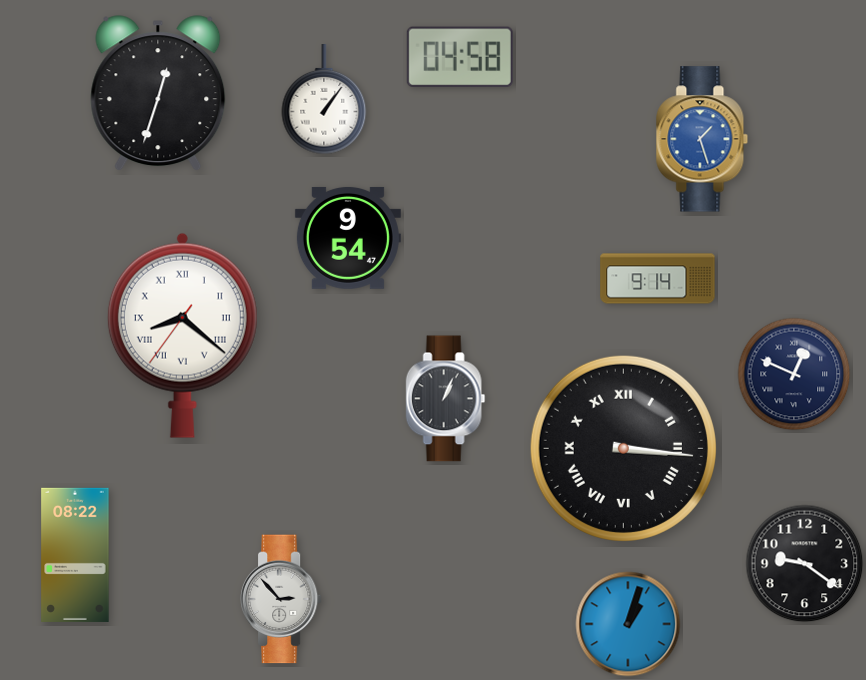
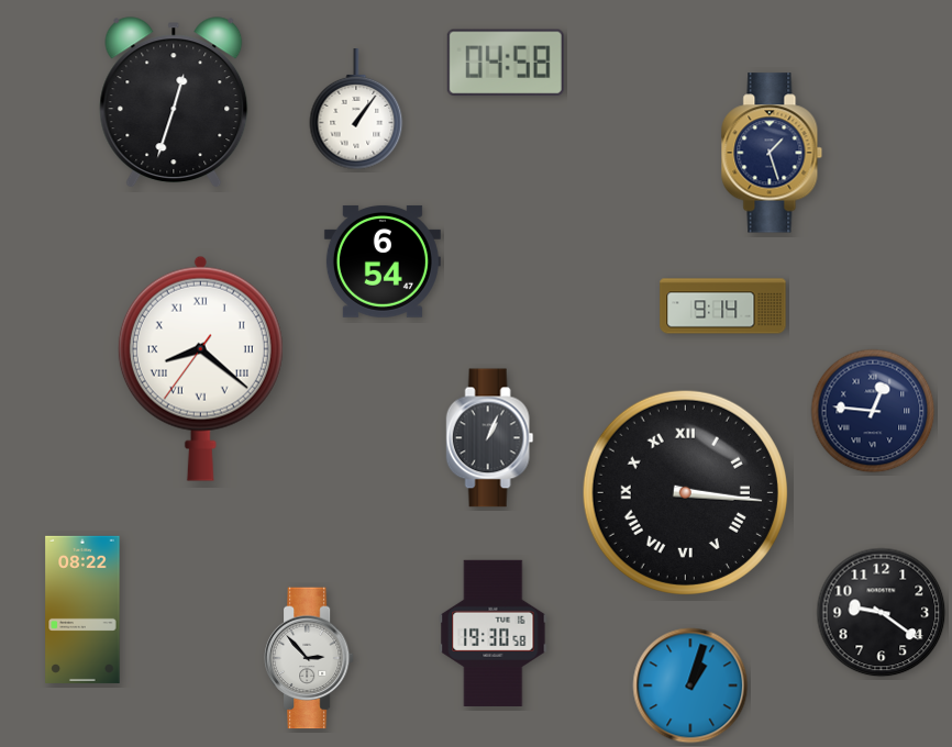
clock at (702, 139) dial: blue -> navy
clock at (348, 238): 9:54 -> 6:54
clock at (794, 374): 12:49 -> 12:46
clock at (805, 564) position: (805, 564) -> (882, 613)
clock at (494, 633): none -> 19:30
